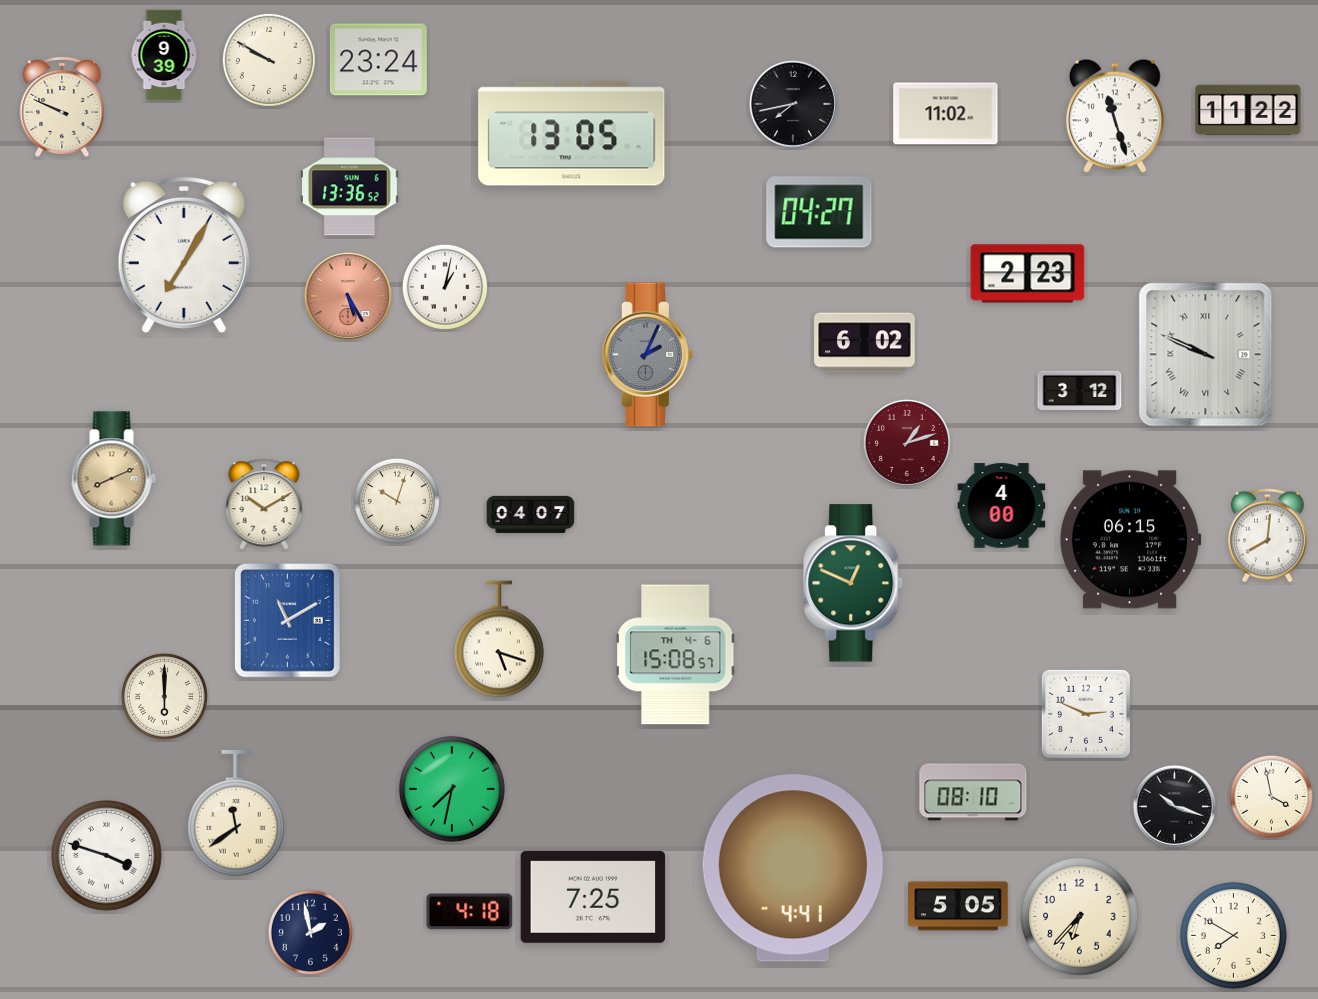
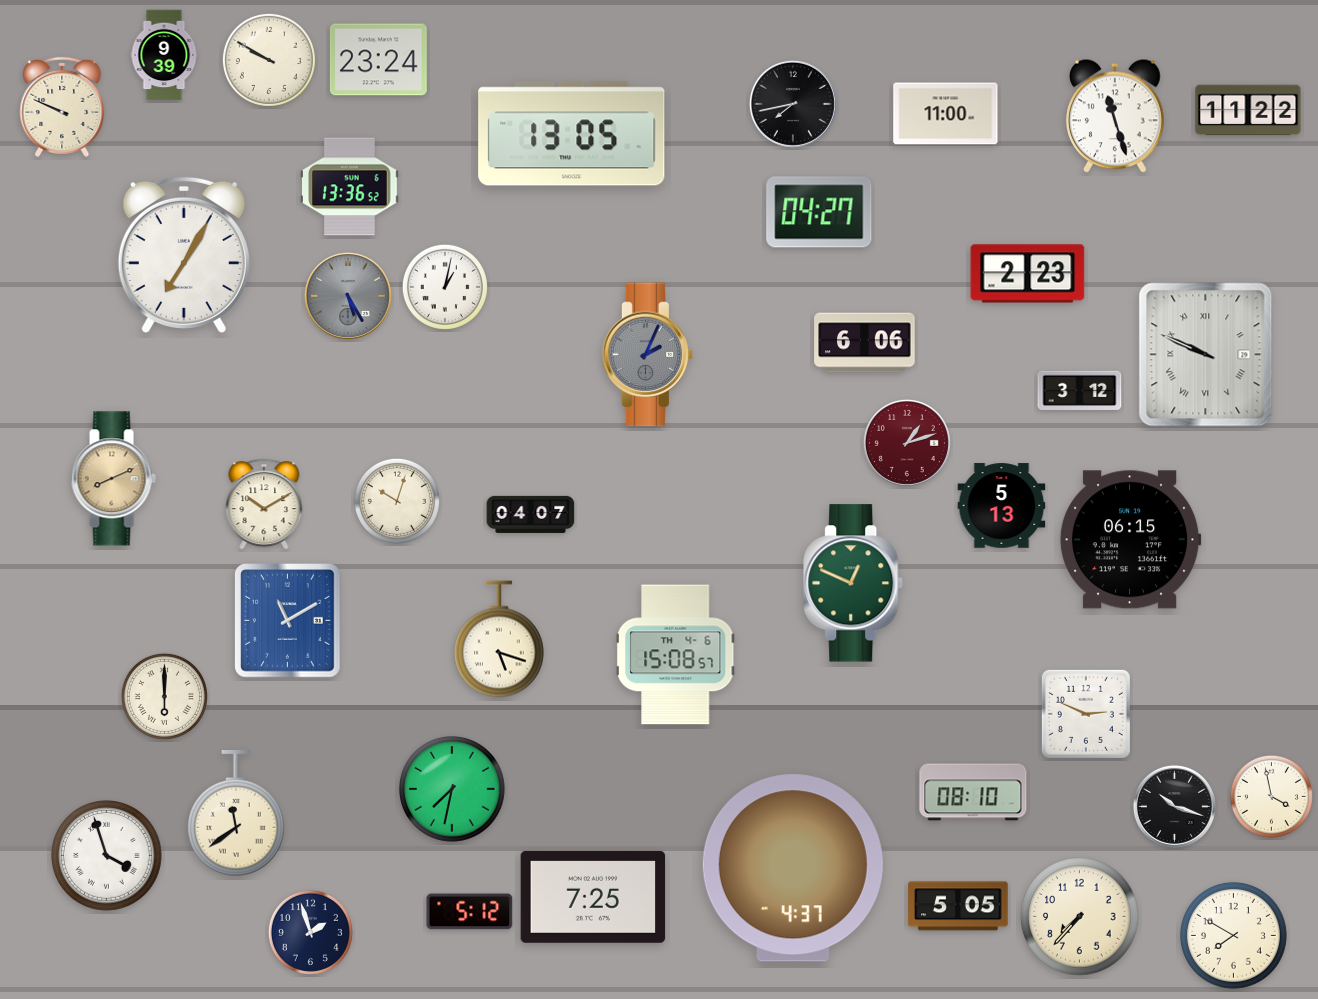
clock at (946, 114): 11:02 -> 11:00
clock at (348, 296) dial: salmon -> grey
clock at (865, 343): 6:02 -> 6:06
clock at (1002, 506): 4:00 -> 5:13
clock at (1268, 536): 8:01 -> none
clock at (107, 856): 3:48 -> 3:57
clock at (793, 868): 4:41 -> 4:37
clock at (470, 912): 4:18 -> 5:12
clock at (1080, 917): 6:37 -> 7:37
clock at (310, 932): 1:58 -> 1:57
